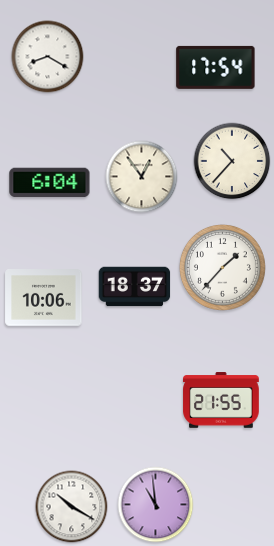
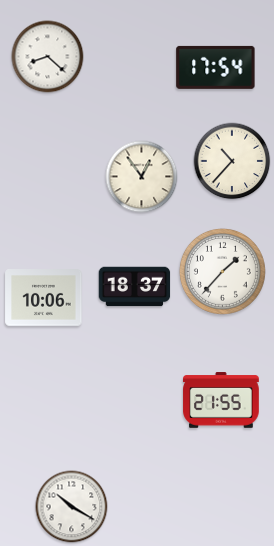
clock at (48, 57): 8:20 -> 8:22
clock at (50, 183): 6:04 -> none
clock at (222, 267) position: (222, 267) -> (222, 271)
clock at (156, 505): 10:59 -> none
